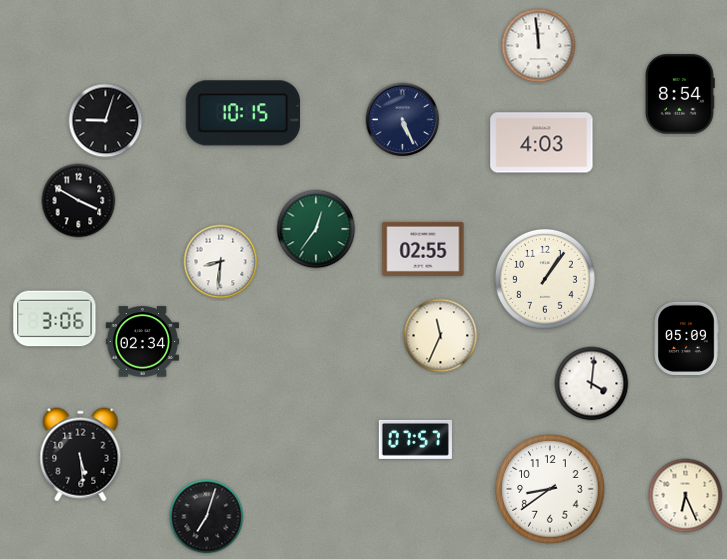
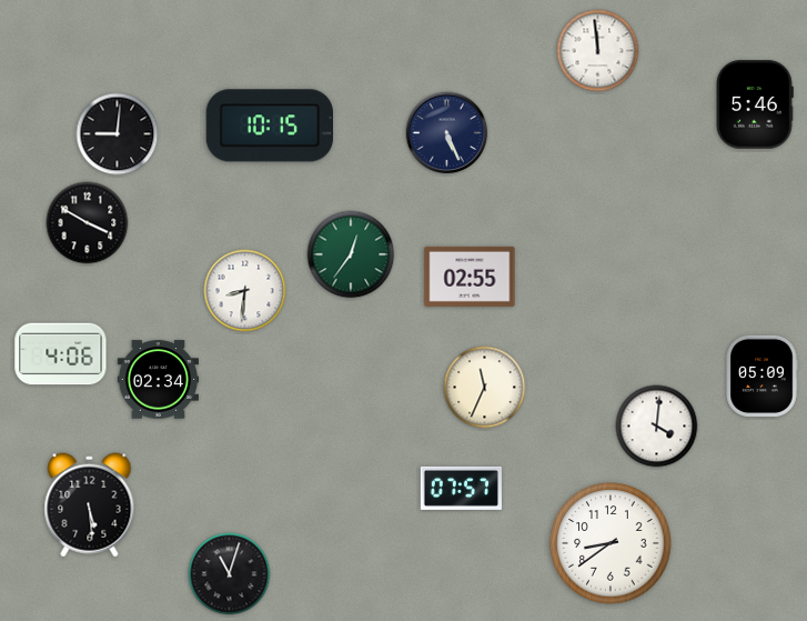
clock at (680, 94): 8:54 -> 5:46
clock at (106, 121): 9:03 -> 9:01
clock at (542, 143): 4:03 -> none
clock at (545, 279): 1:06 -> none
clock at (55, 319): 3:06 -> 4:06
clock at (441, 336) position: (441, 336) -> (485, 388)
clock at (686, 496): 6:26 -> none
clock at (207, 517): 7:03 -> 11:03
